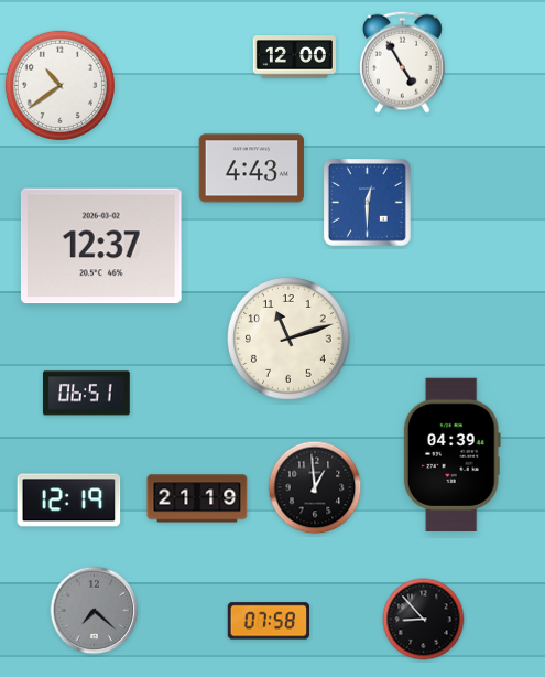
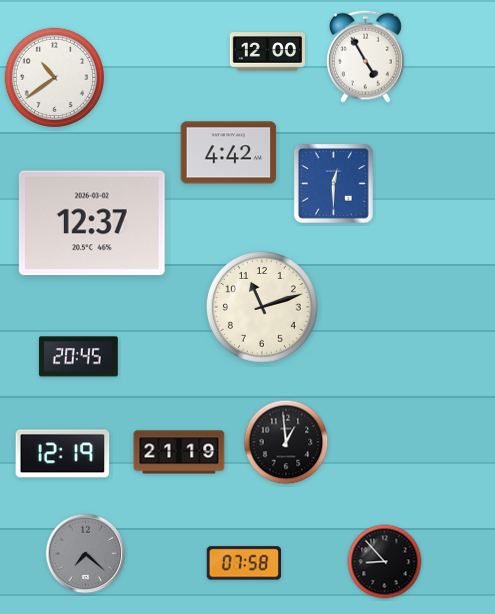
clock at (252, 169): 4:43 -> 4:42
clock at (86, 394): 06:51 -> 20:45
clock at (451, 454): 04:39 -> none
